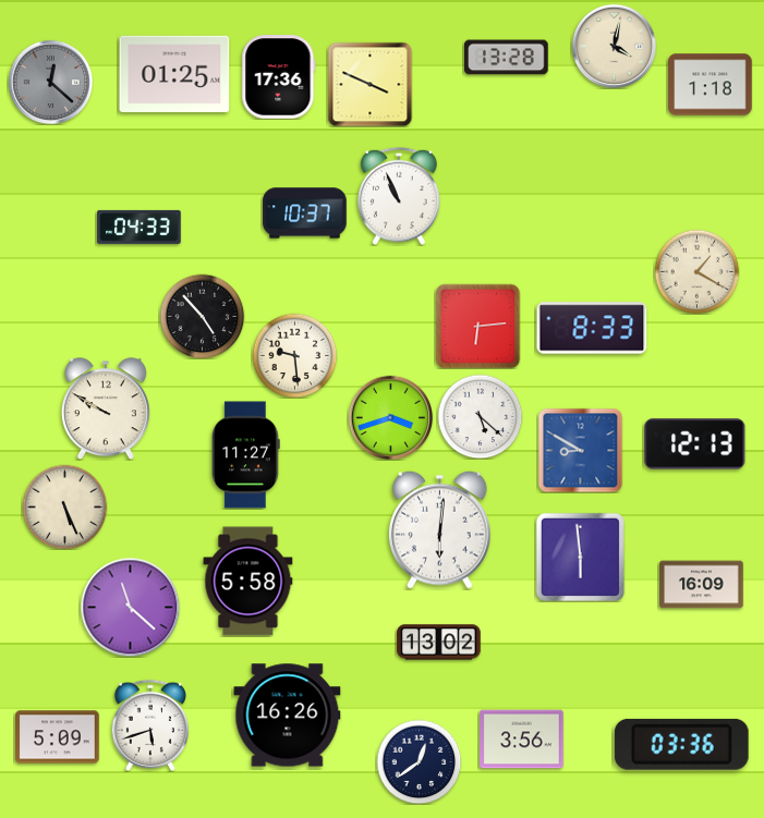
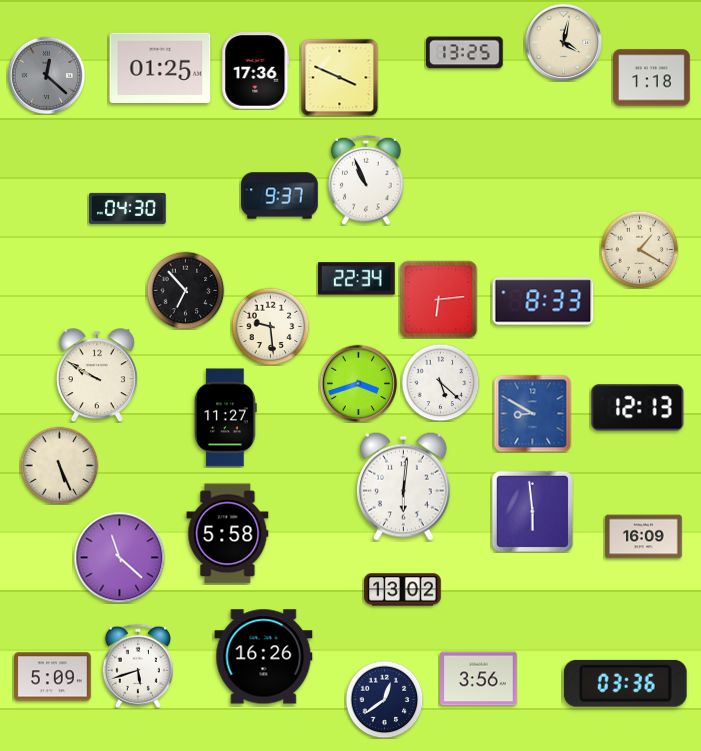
clock at (507, 58): 13:28 -> 13:25
clock at (305, 213): 10:37 -> 9:37
clock at (140, 227): 04:33 -> 04:30
clock at (357, 279): none -> 22:34
clock at (202, 316): 4:53 -> 6:53
